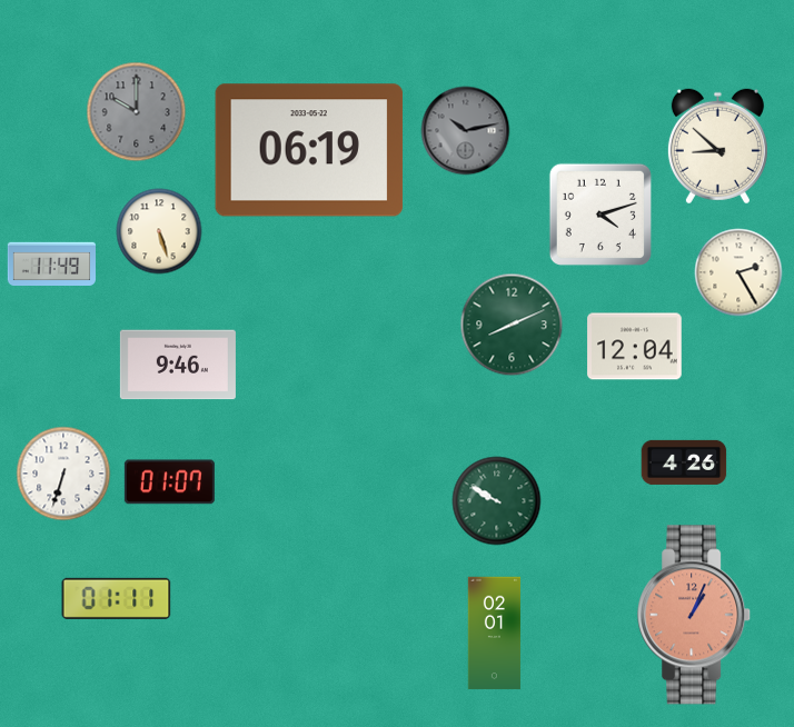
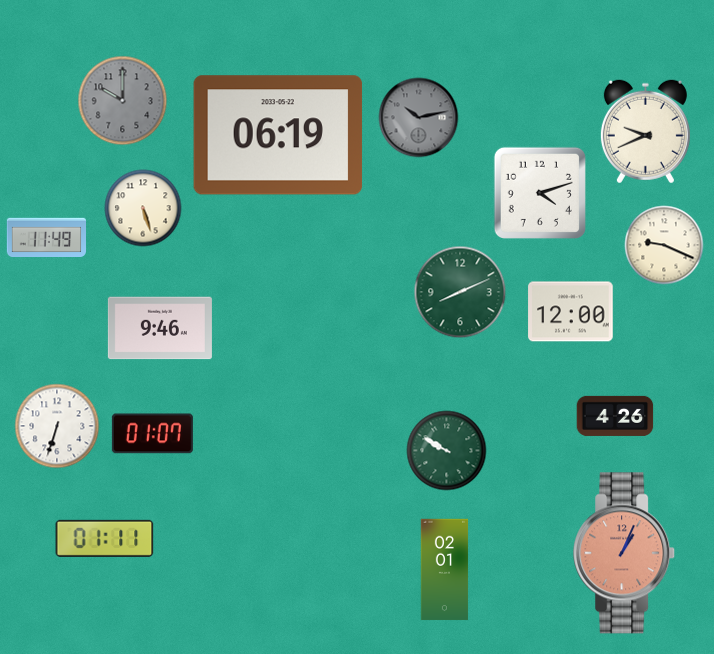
clock at (717, 147): 8:52 -> 9:41
clock at (738, 272): 2:25 -> 9:19
clock at (635, 347): 12:04 -> 12:00
